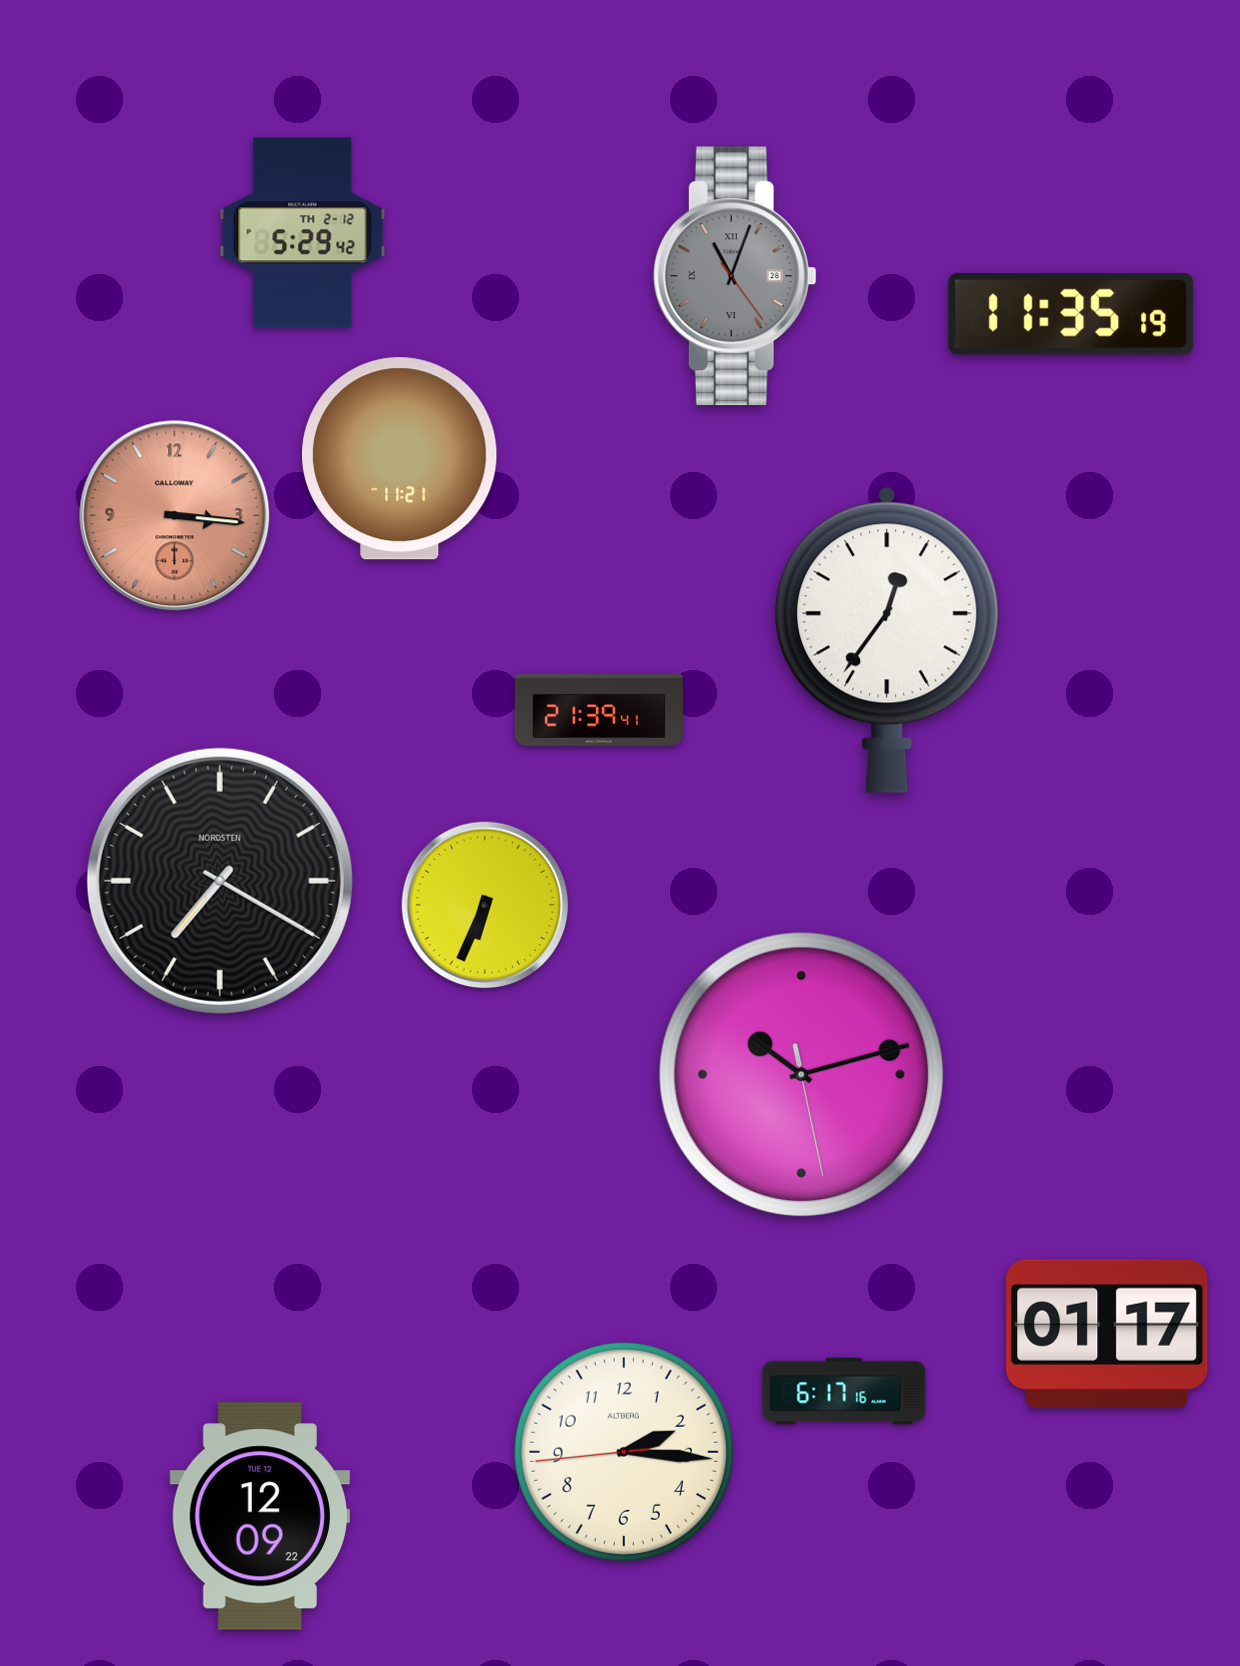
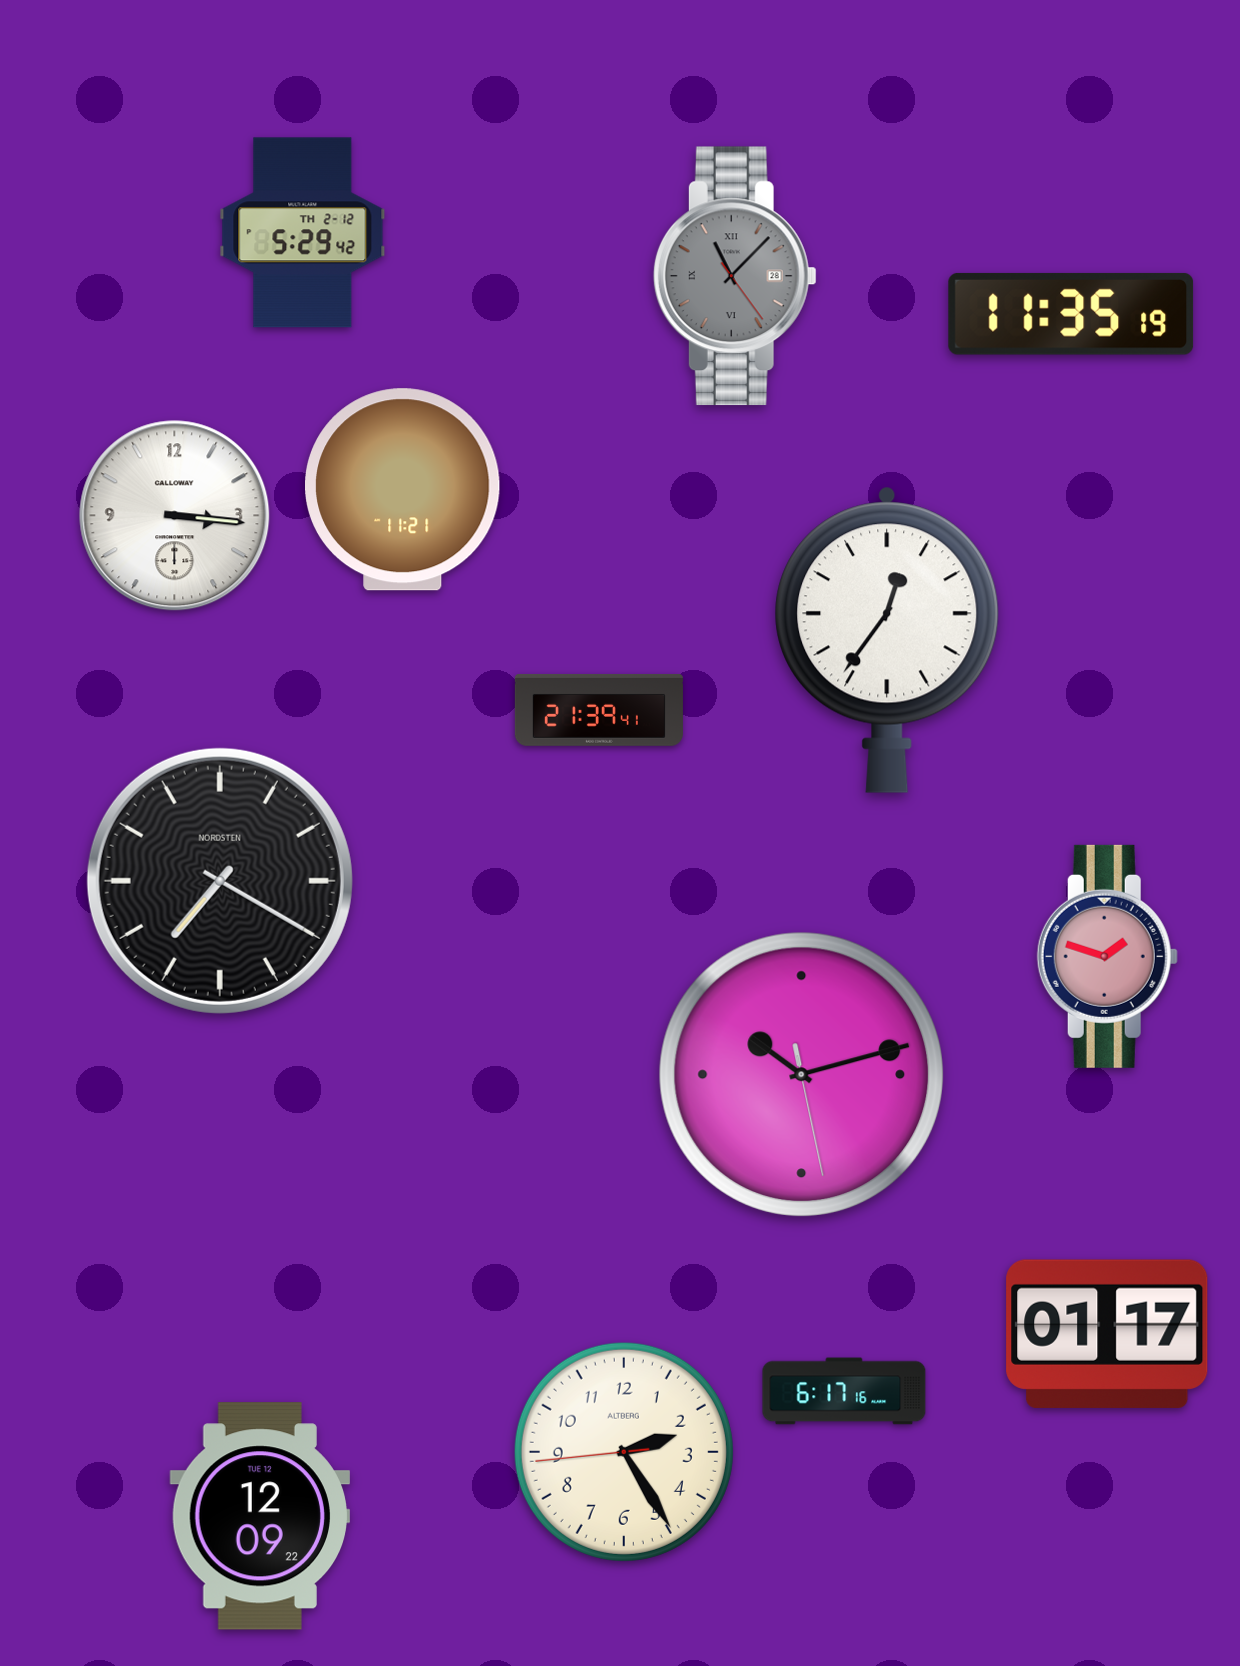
clock at (735, 276): 11:03 -> 11:07
clock at (400, 459) position: (400, 459) -> (403, 490)
clock at (175, 516) dial: salmon -> white
clock at (485, 905): 6:34 -> none
clock at (1107, 956): none -> 1:48
clock at (624, 1452): 2:15 -> 2:24
